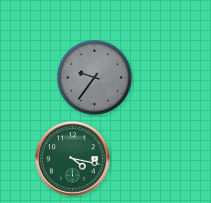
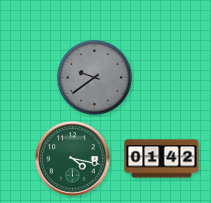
clock at (94, 77): 9:36 -> 9:39
clock at (162, 159): none -> 01:42
